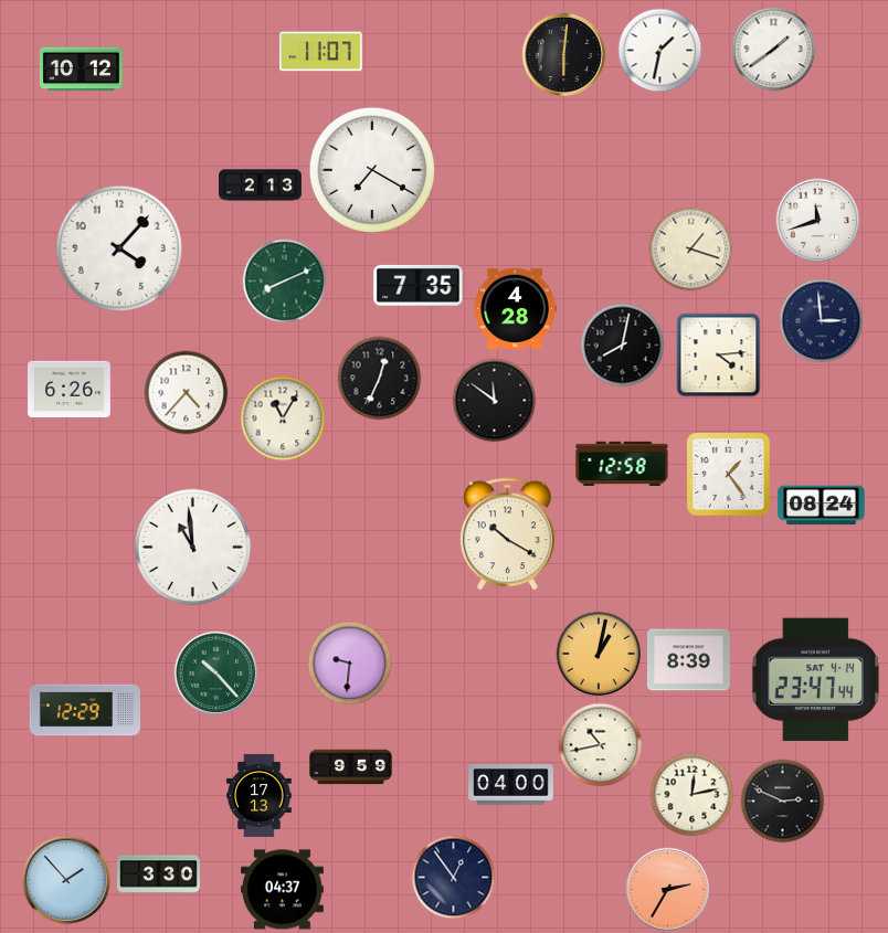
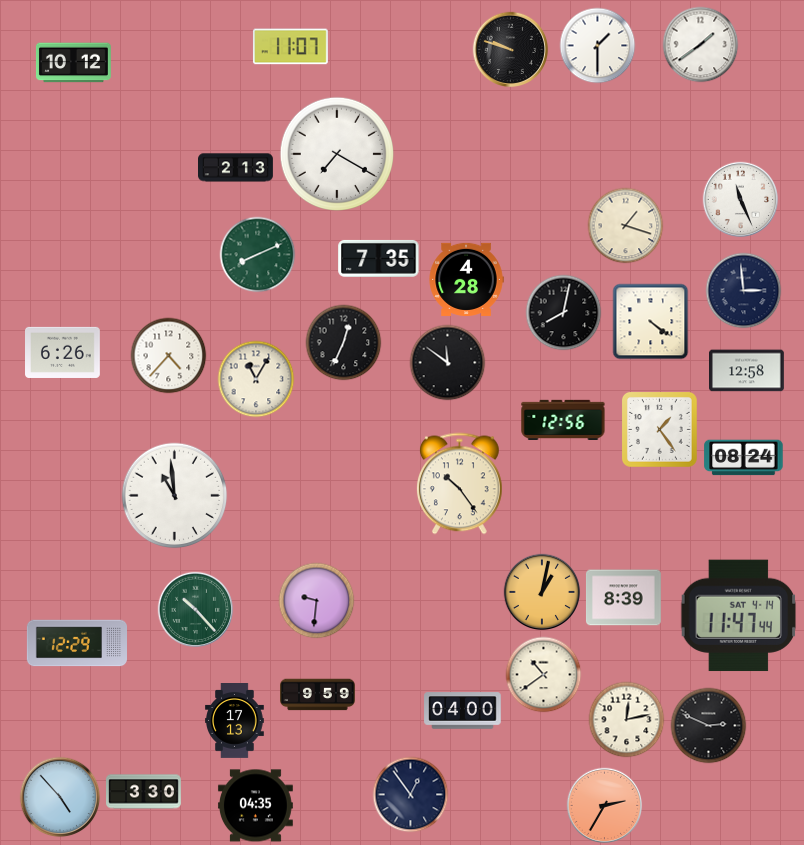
clock at (660, 51): 1:32 -> 1:30
clock at (564, 55): 6:01 -> 9:48
clock at (818, 221): 11:42 -> 11:26
clock at (119, 248): 4:07 -> none
clock at (719, 356): 4:14 -> 4:21
clock at (747, 371): none -> 12:58
clock at (622, 463): 12:58 -> 12:56
clock at (507, 534): 10:20 -> 10:24
clock at (816, 680): 23:47 -> 11:47
clock at (601, 745): 10:43 -> 10:39
clock at (66, 880): 1:53 -> 4:53
clock at (282, 890): 04:37 -> 04:35
